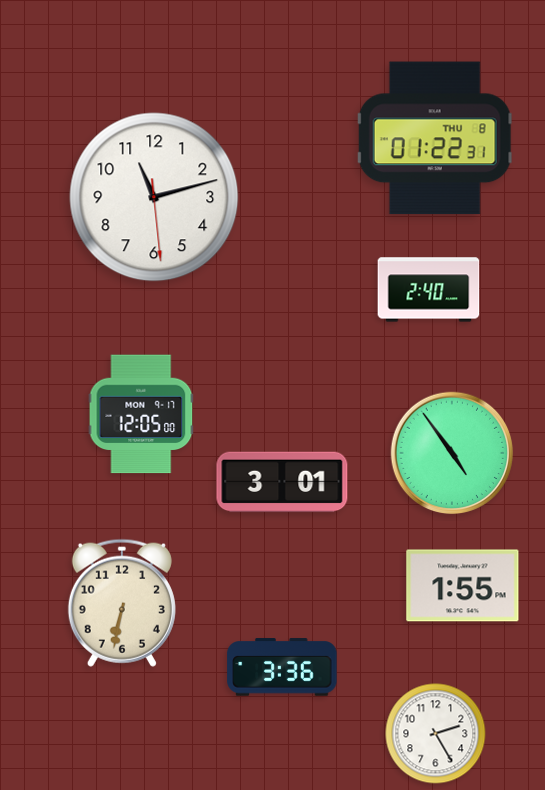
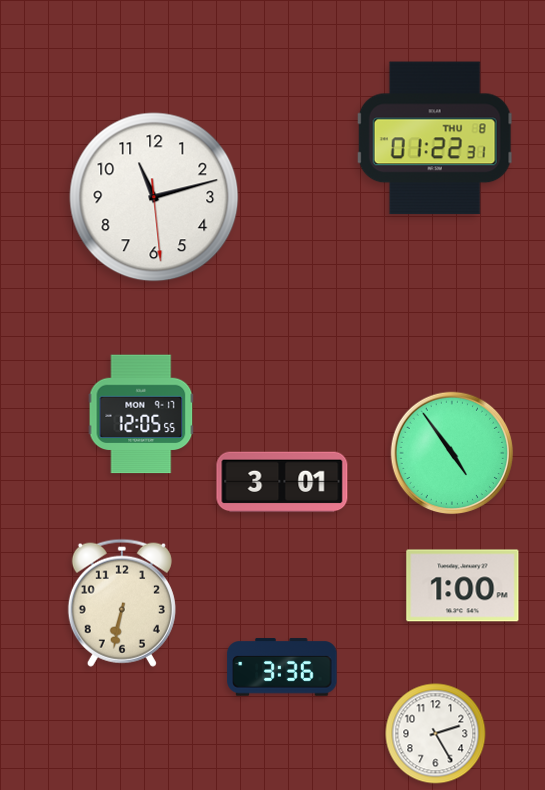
clock at (429, 290): 2:40 -> none
clock at (141, 414): 12:05:00 -> 12:05:55
clock at (463, 586): 1:55 -> 1:00
